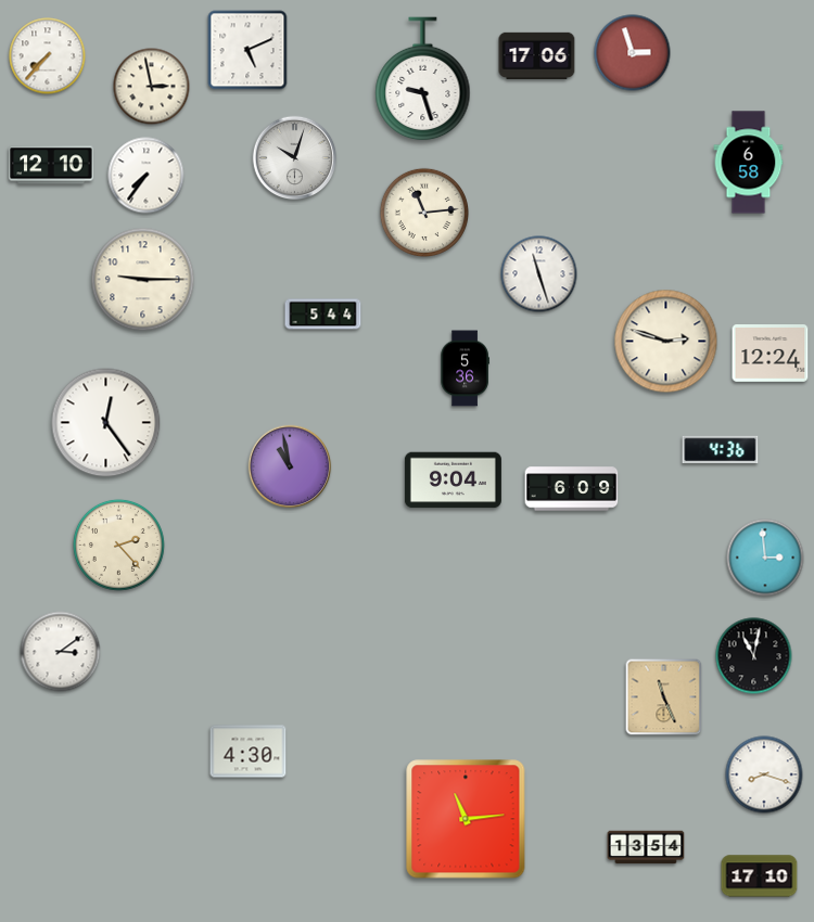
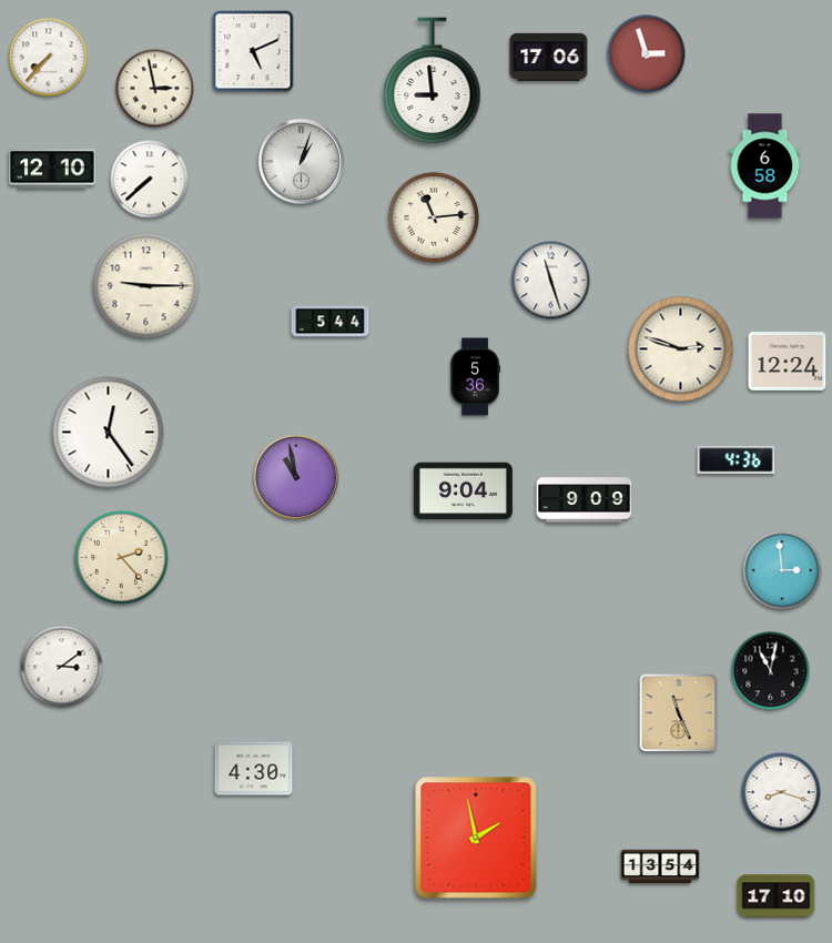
clock at (423, 79): 9:27 -> 8:59
clock at (295, 158): 10:03 -> 1:03
clock at (147, 176): 7:36 -> 7:38
clock at (572, 489): 6:09 -> 9:09
clock at (466, 819): 11:14 -> 1:58
